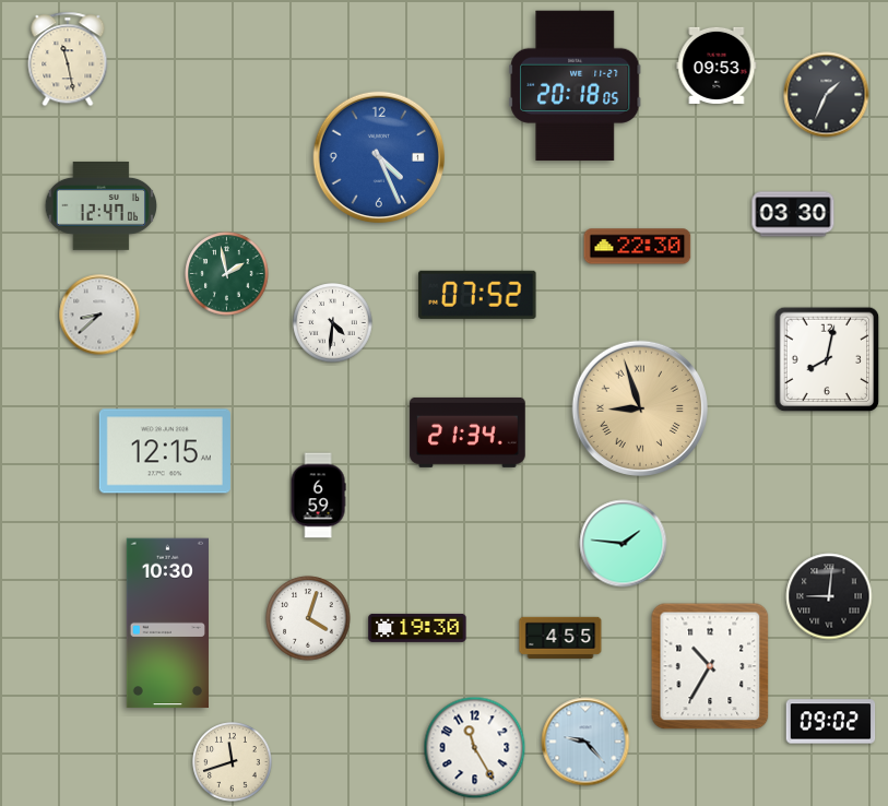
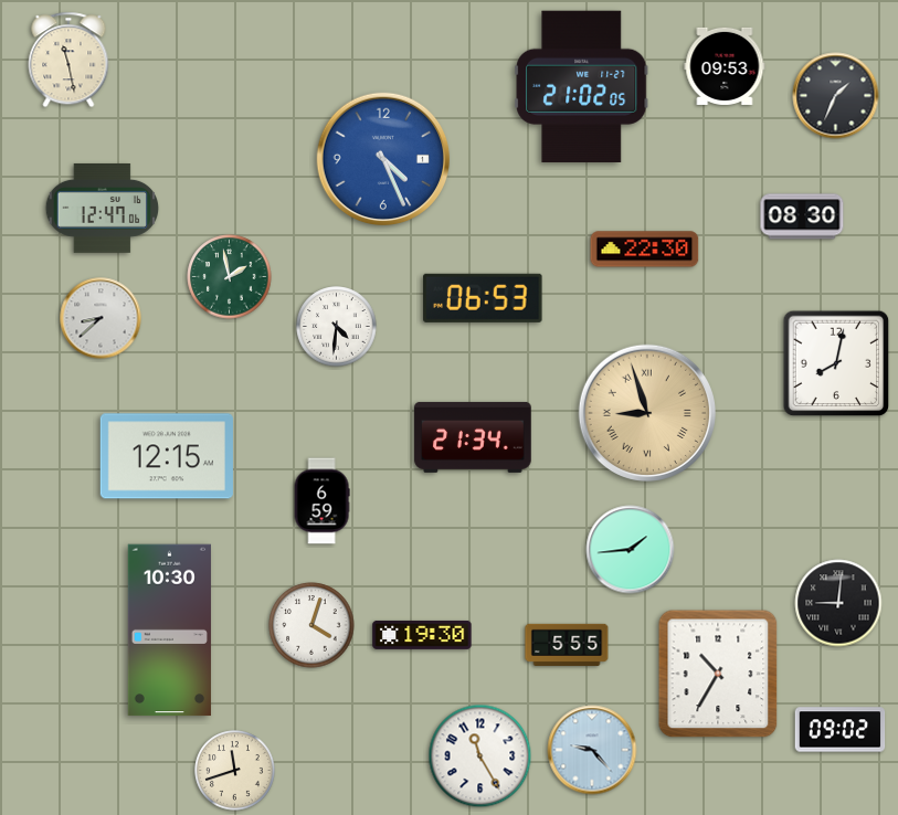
clock at (576, 85): 20:18 -> 21:02
clock at (793, 214): 03:30 -> 08:30
clock at (477, 295): 07:52 -> 06:53
clock at (624, 544): 1:46 -> 1:44
clock at (560, 638): 4:55 -> 5:55
